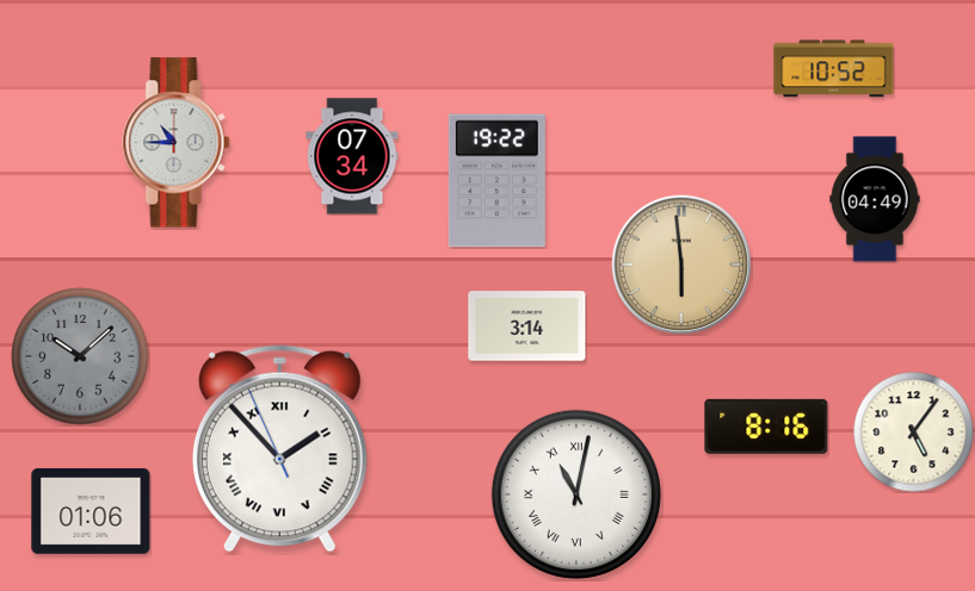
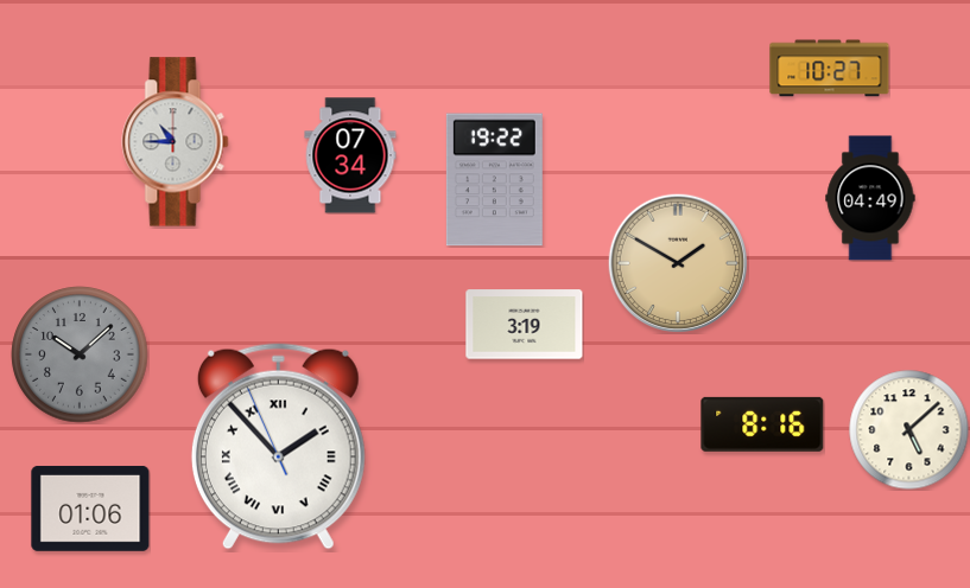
clock at (834, 69): 10:52 -> 10:27
clock at (681, 265): 5:59 -> 1:50
clock at (527, 326): 3:14 -> 3:19
clock at (914, 433): 5:06 -> 5:08
clock at (576, 494): 11:02 -> none
